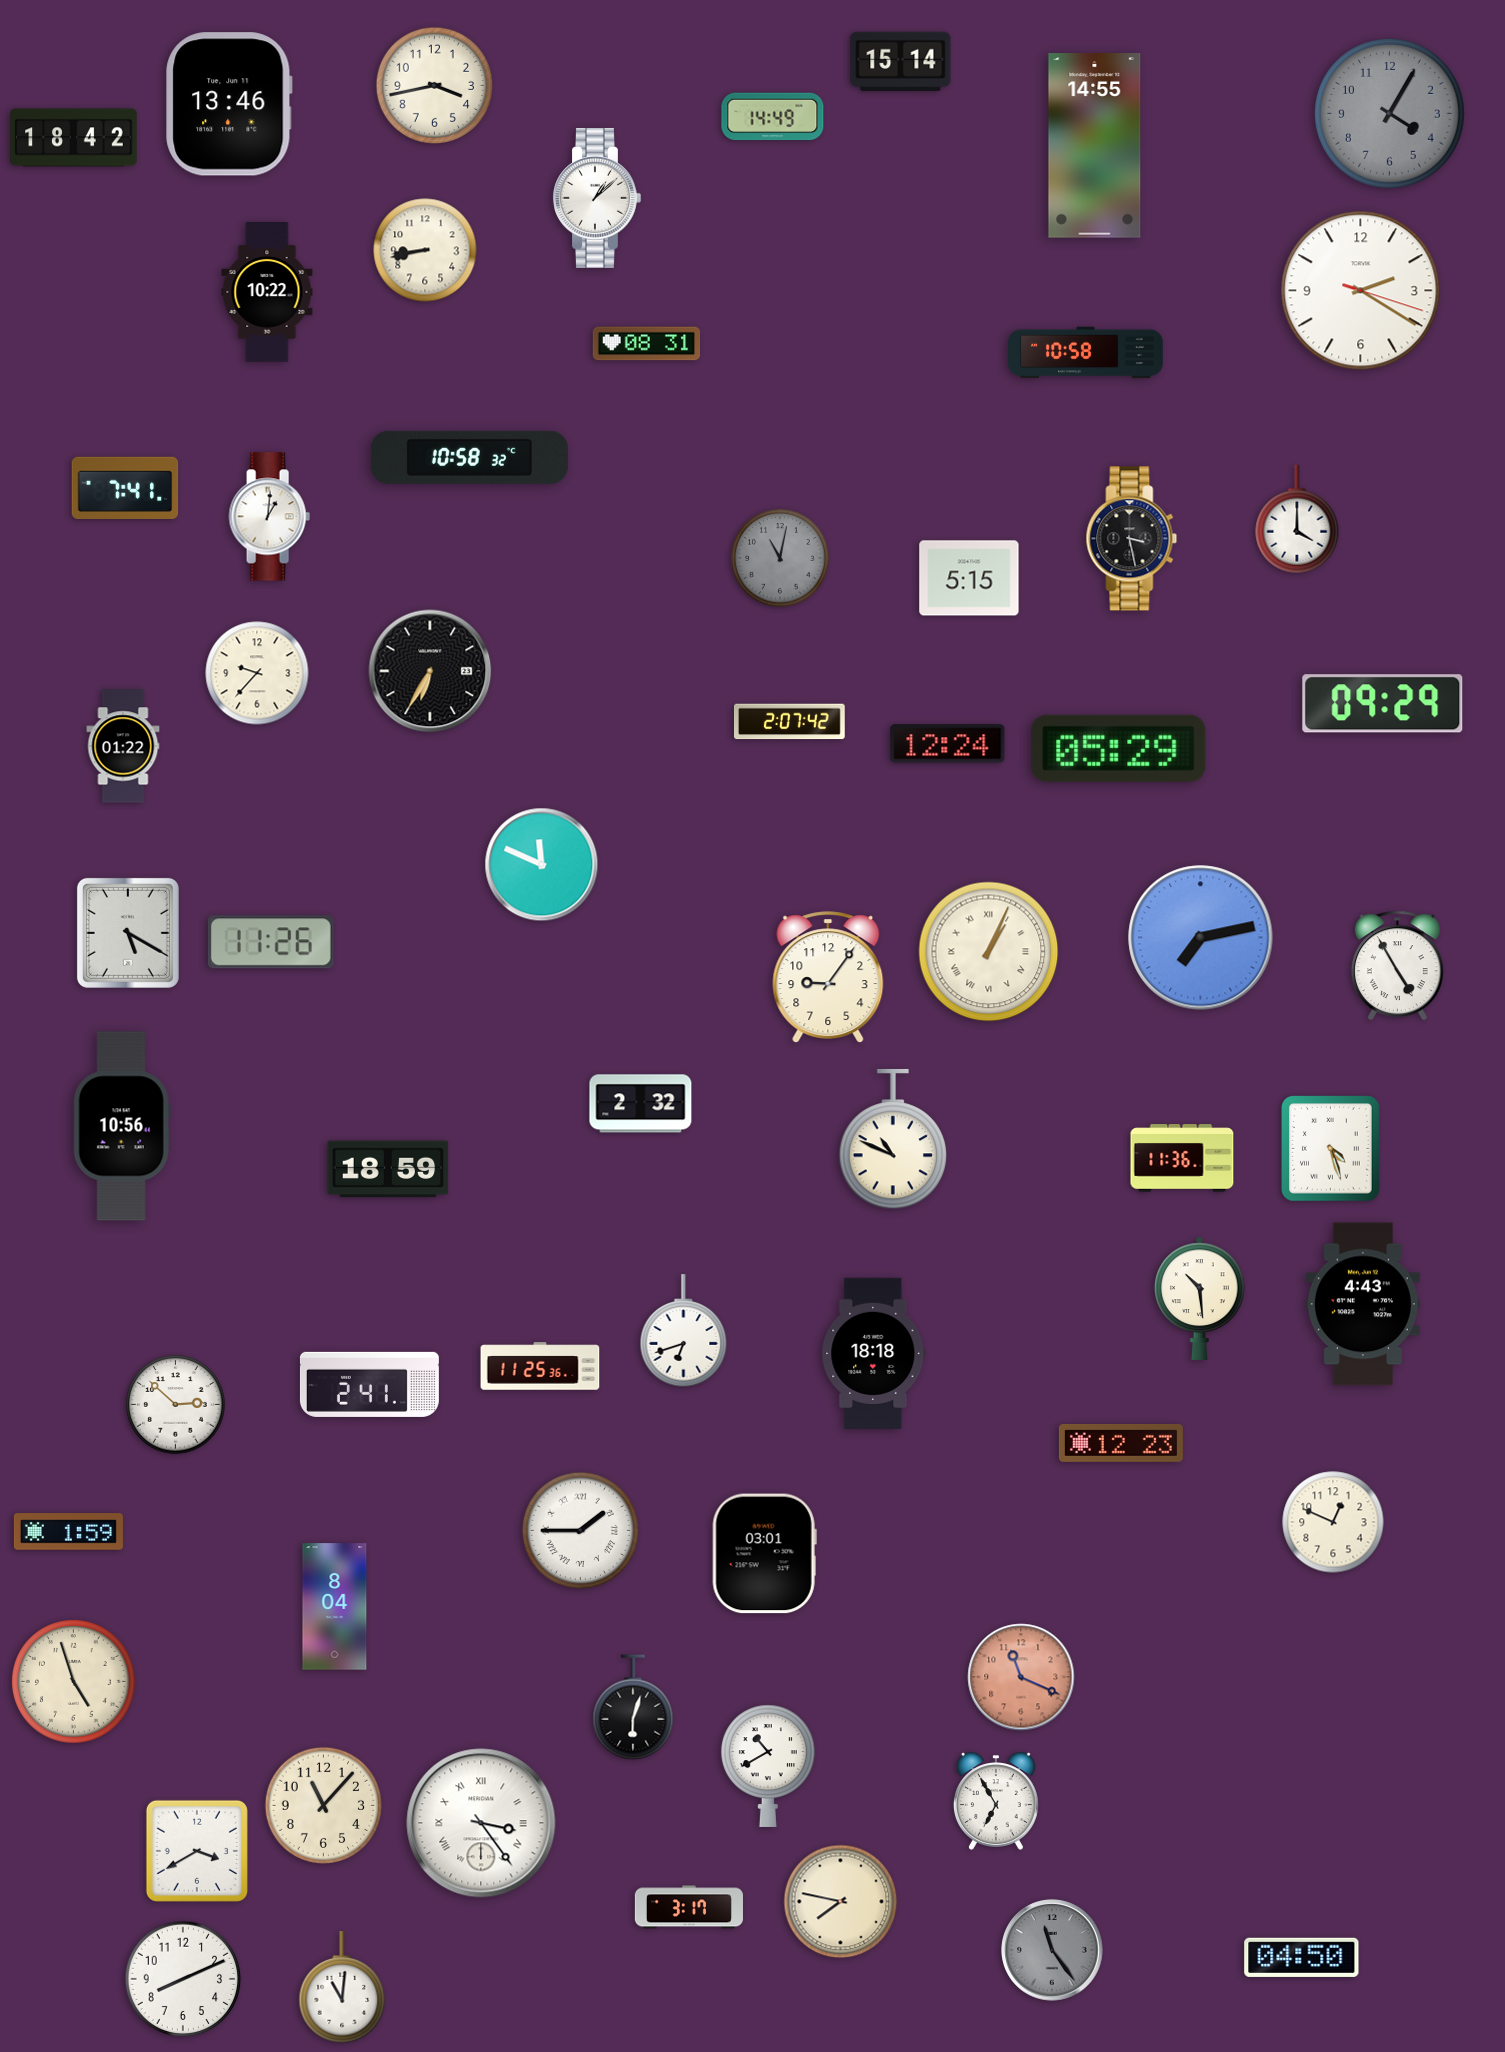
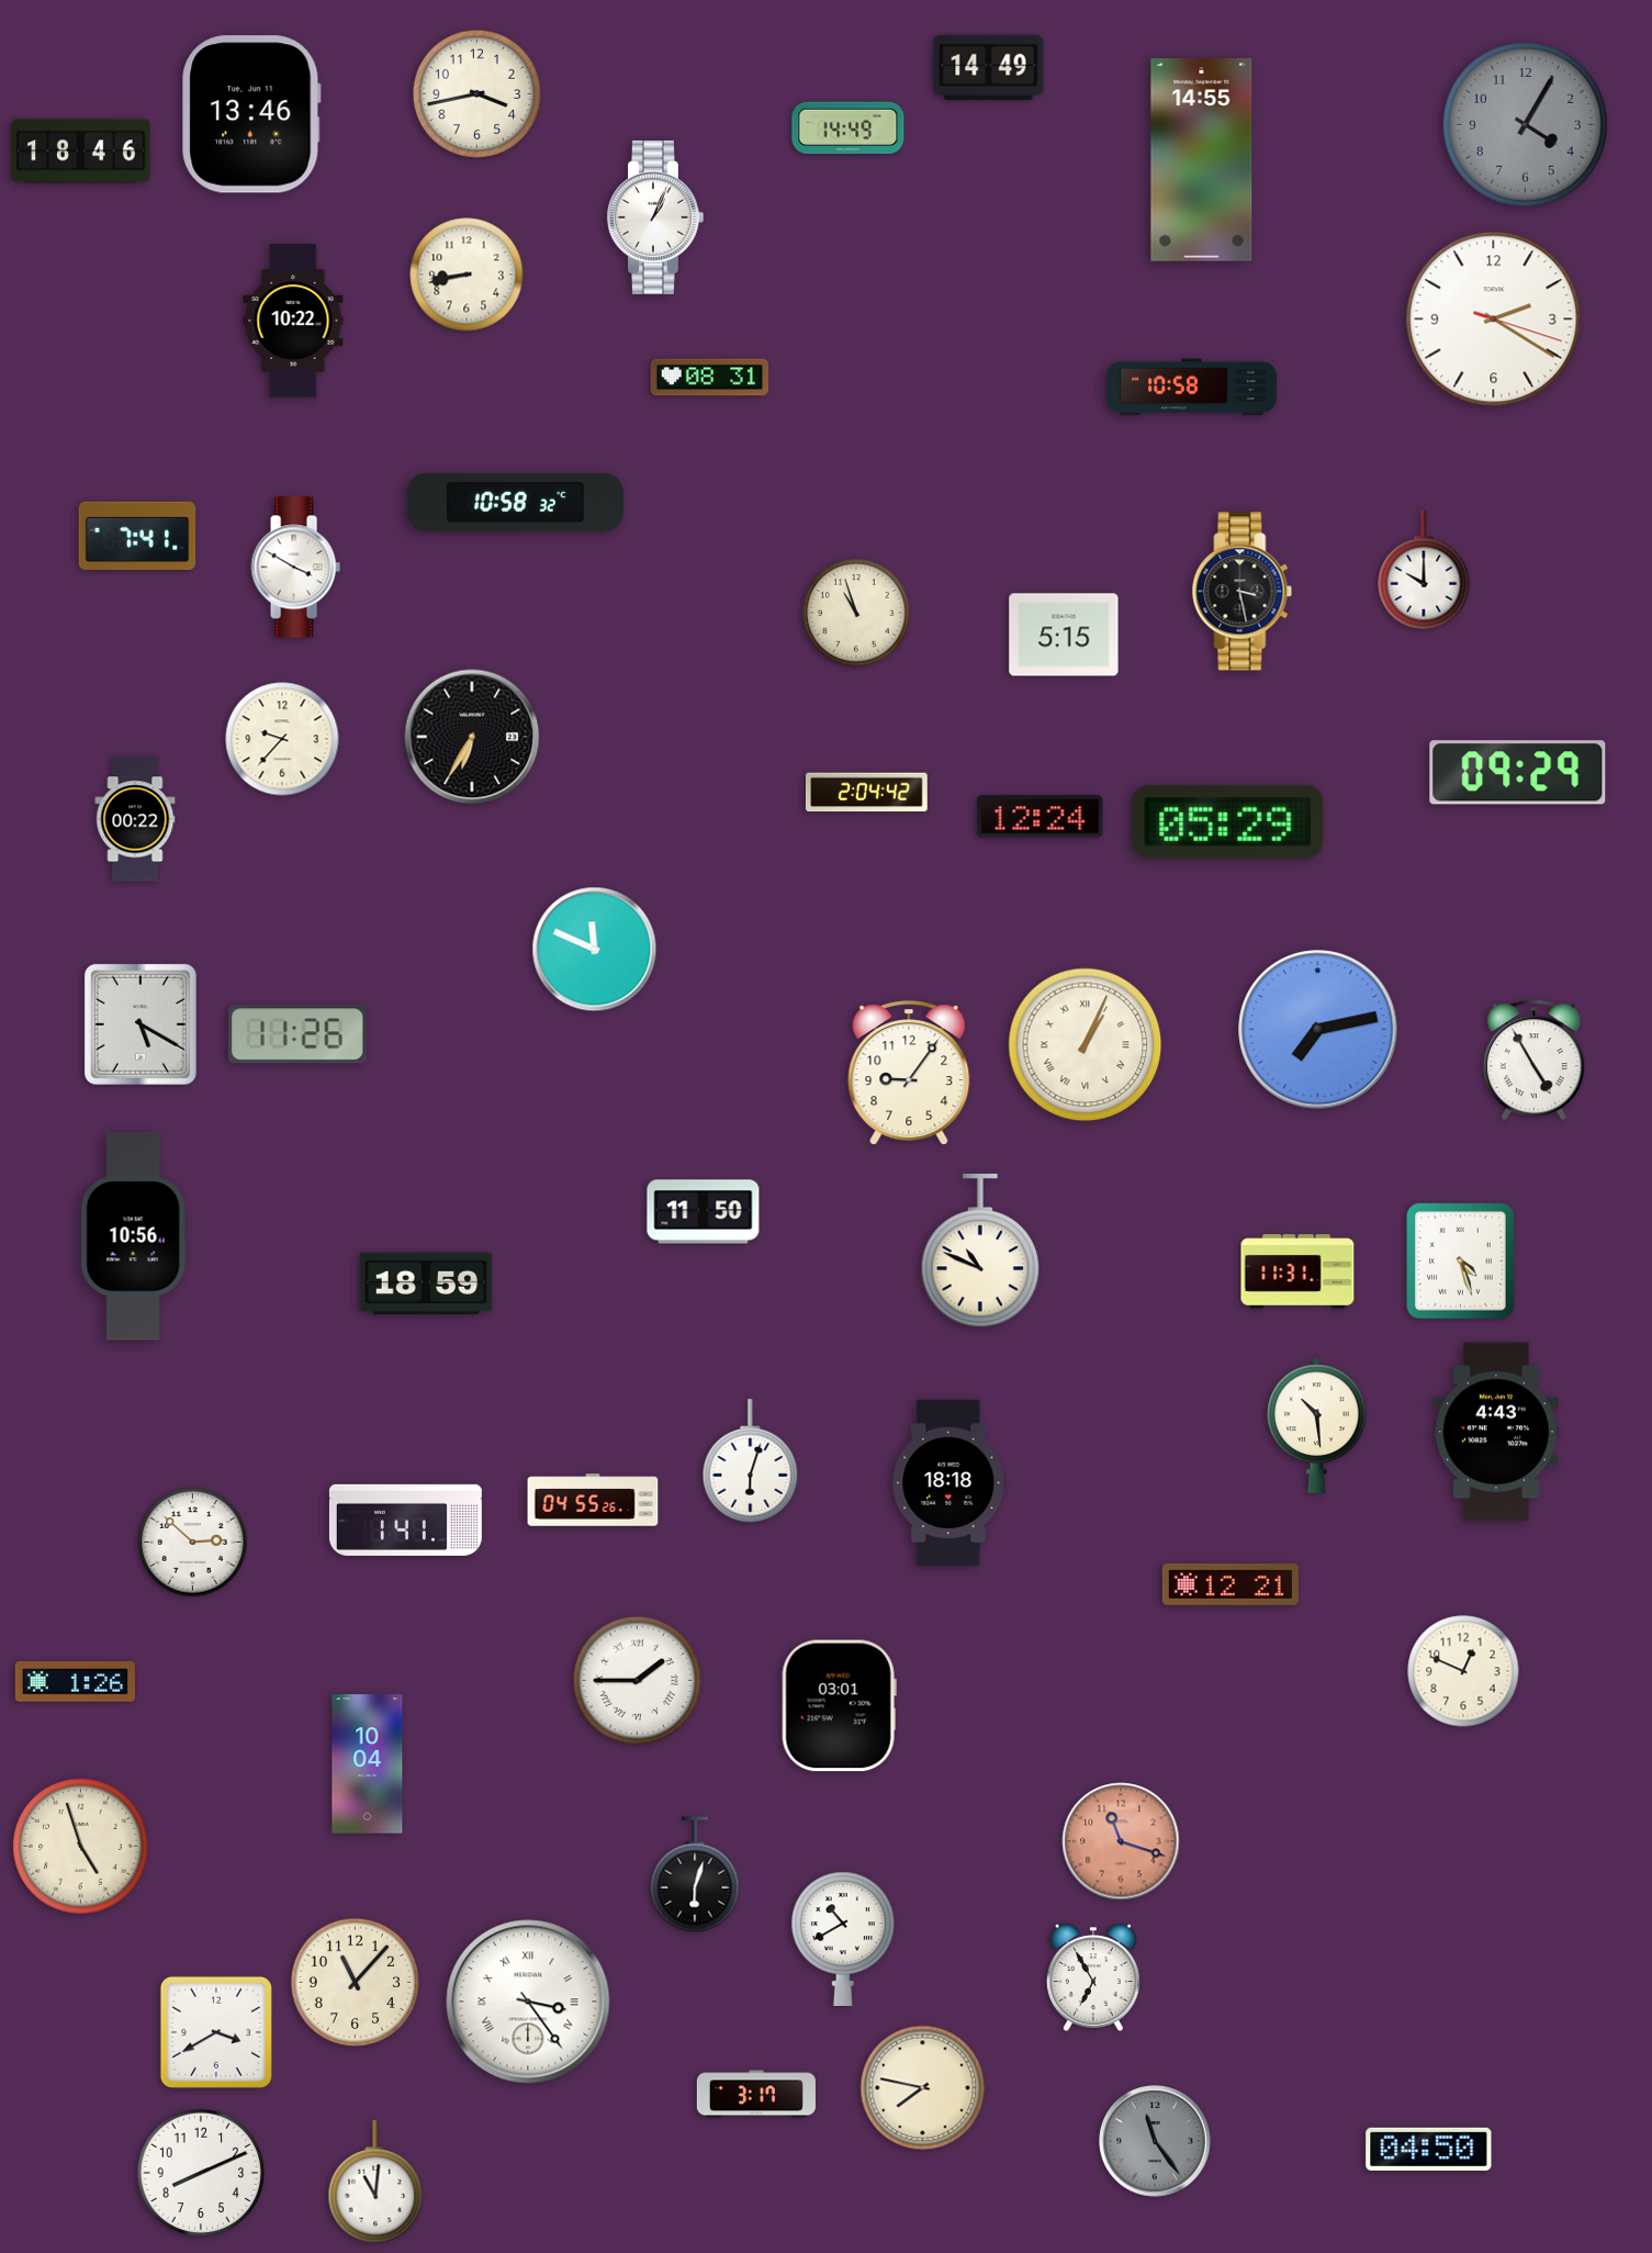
clock at (901, 61): 15:14 -> 14:49
clock at (74, 138): 18:42 -> 18:46
clock at (597, 198): 1:08 -> 1:04
clock at (269, 517): 1:01 -> 3:50
clock at (1297, 519): 4:00 -> 10:00
clock at (780, 558): 11:02 -> 10:57
clock at (780, 558) dial: grey -> cream
clock at (790, 722): 2:07 -> 2:04
clock at (123, 746): 01:22 -> 00:22
clock at (641, 1104): 2:32 -> 11:50
clock at (1182, 1158): 11:36 -> 11:31
clock at (684, 1331): 6:42 -> 6:03
clock at (874, 1353) position: (874, 1353) -> (949, 1482)
clock at (540, 1366): 11:25 -> 04:55
clock at (369, 1384): 2:41 -> 1:41
clock at (1121, 1443): 12:23 -> 12:21
clock at (68, 1532): 1:59 -> 1:26
clock at (335, 1607): 8:04 -> 10:04
clock at (1021, 1677): 11:19 -> 11:18
